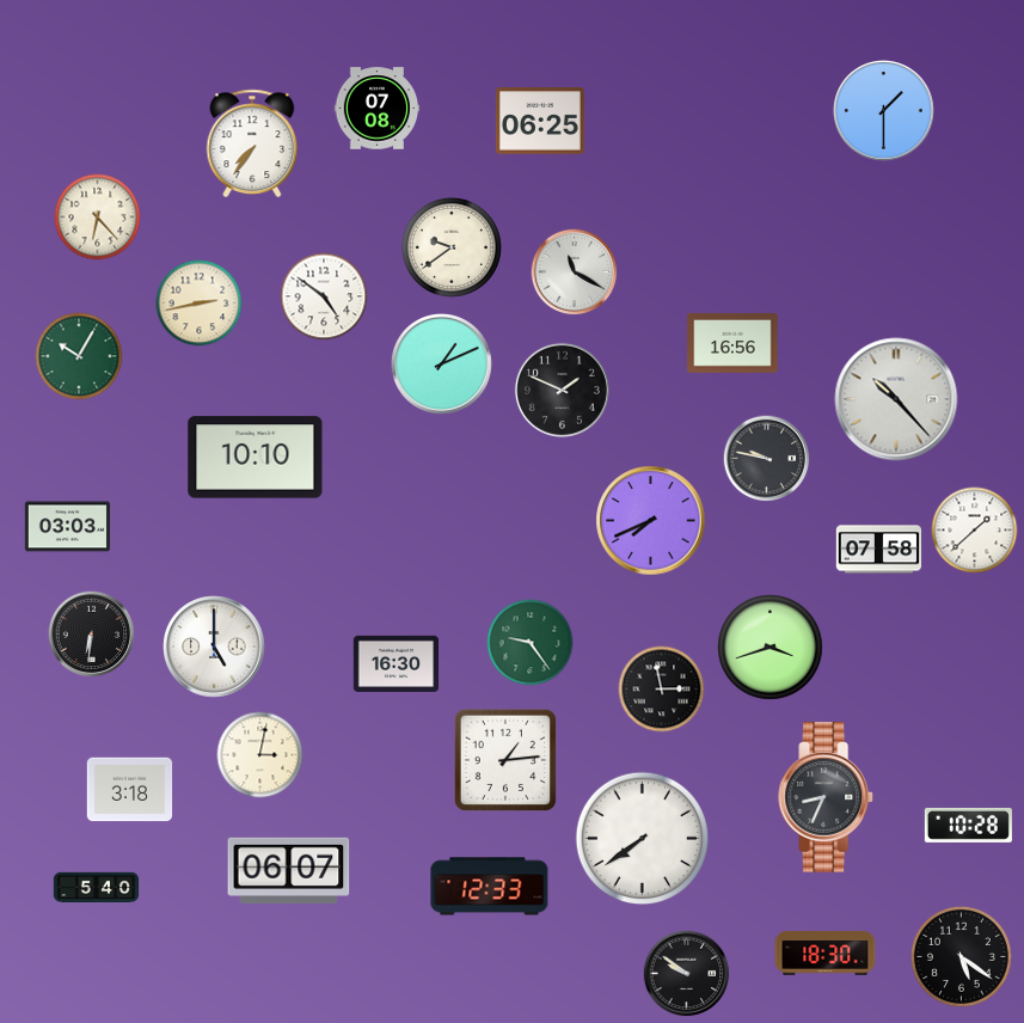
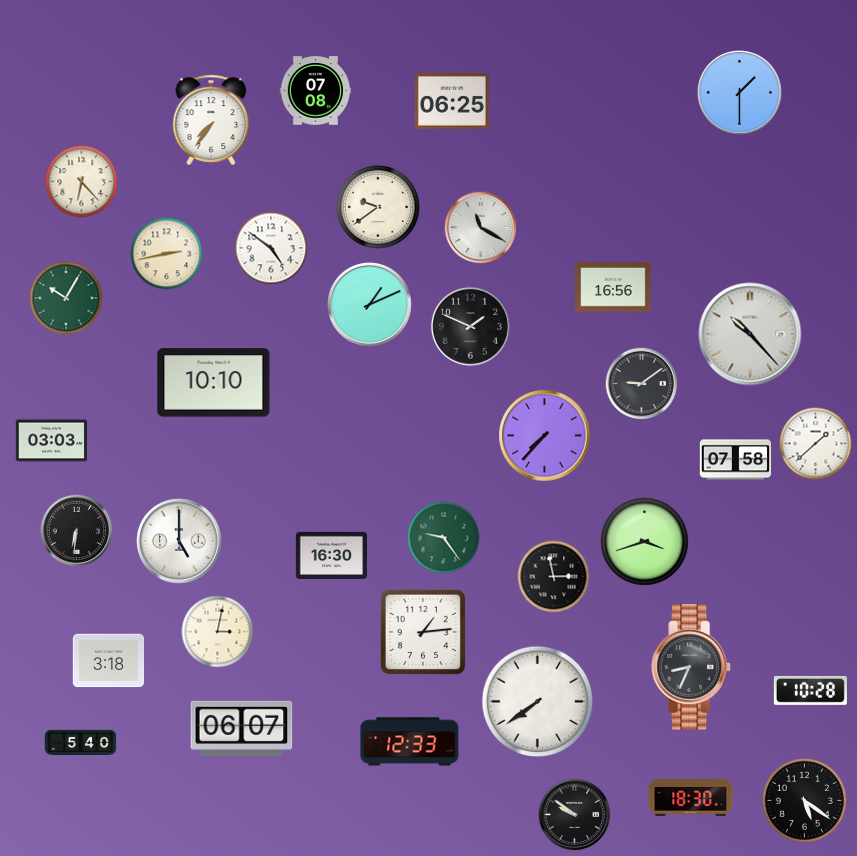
clock at (767, 459): 9:47 -> 9:09
clock at (651, 521): 7:41 -> 7:37
clock at (68, 527) position: (68, 527) -> (52, 441)
clock at (505, 760) position: (505, 760) -> (423, 632)
